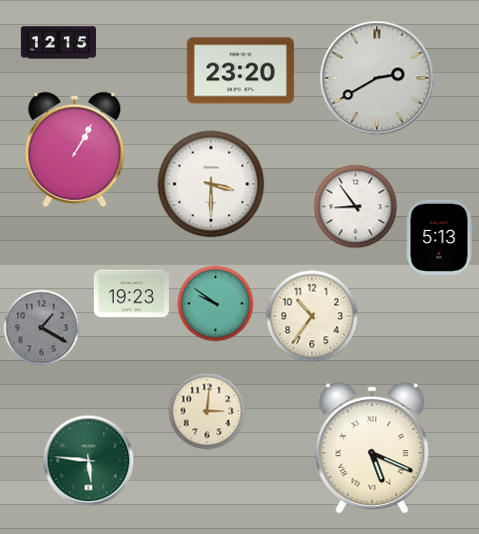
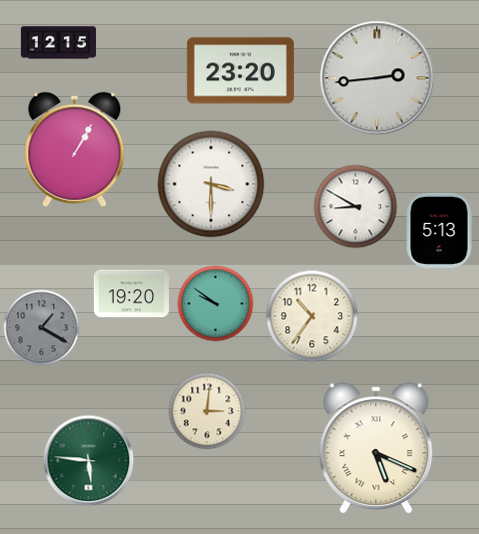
clock at (377, 78): 2:40 -> 2:44
clock at (356, 207): 8:54 -> 8:50
clock at (439, 237) position: (439, 237) -> (439, 230)
clock at (131, 294): 19:23 -> 19:20
clock at (372, 448) position: (372, 448) -> (376, 448)
